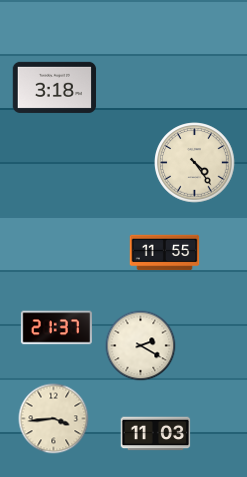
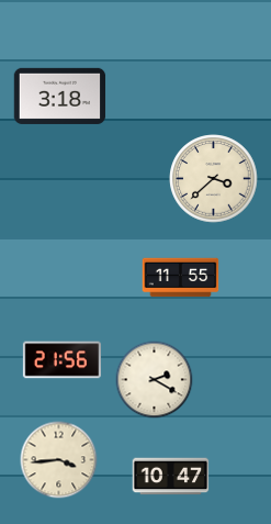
clock at (195, 163): 4:24 -> 3:38
clock at (56, 328): 21:37 -> 21:56
clock at (156, 434): 11:03 -> 10:47
